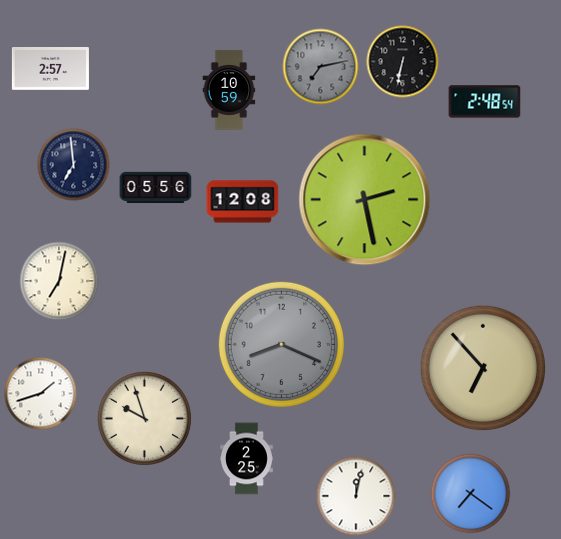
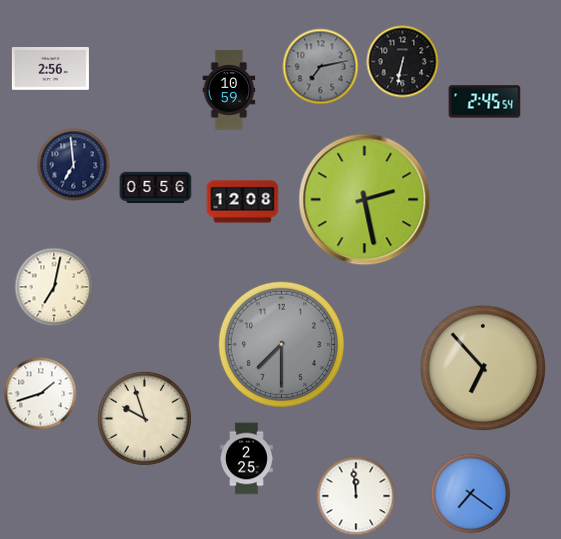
clock at (50, 69): 2:57 -> 2:56
clock at (485, 102): 2:48 -> 2:45
clock at (59, 281) position: (59, 281) -> (54, 287)
clock at (281, 344): 8:19 -> 7:30
clock at (356, 496): 12:02 -> 11:59
